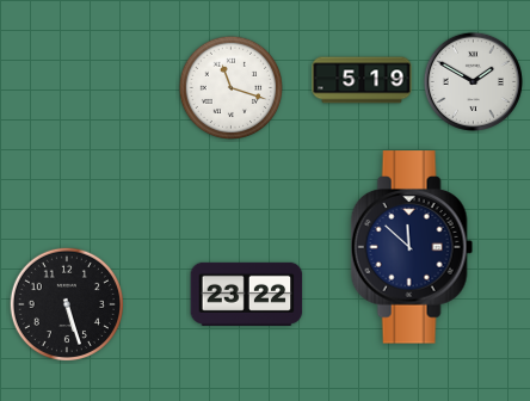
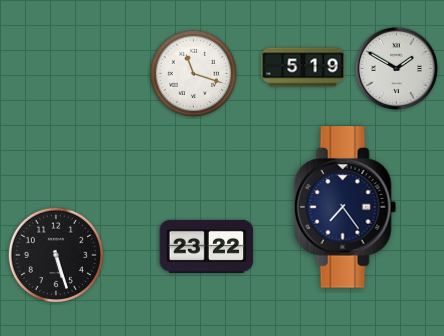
clock at (412, 247): 11:52 -> 7:24
